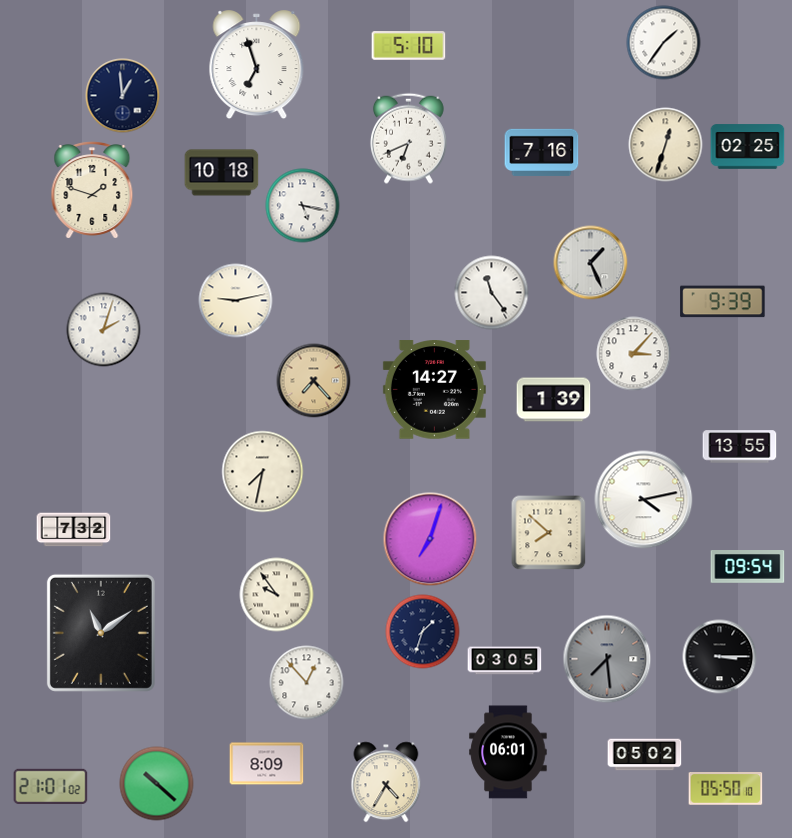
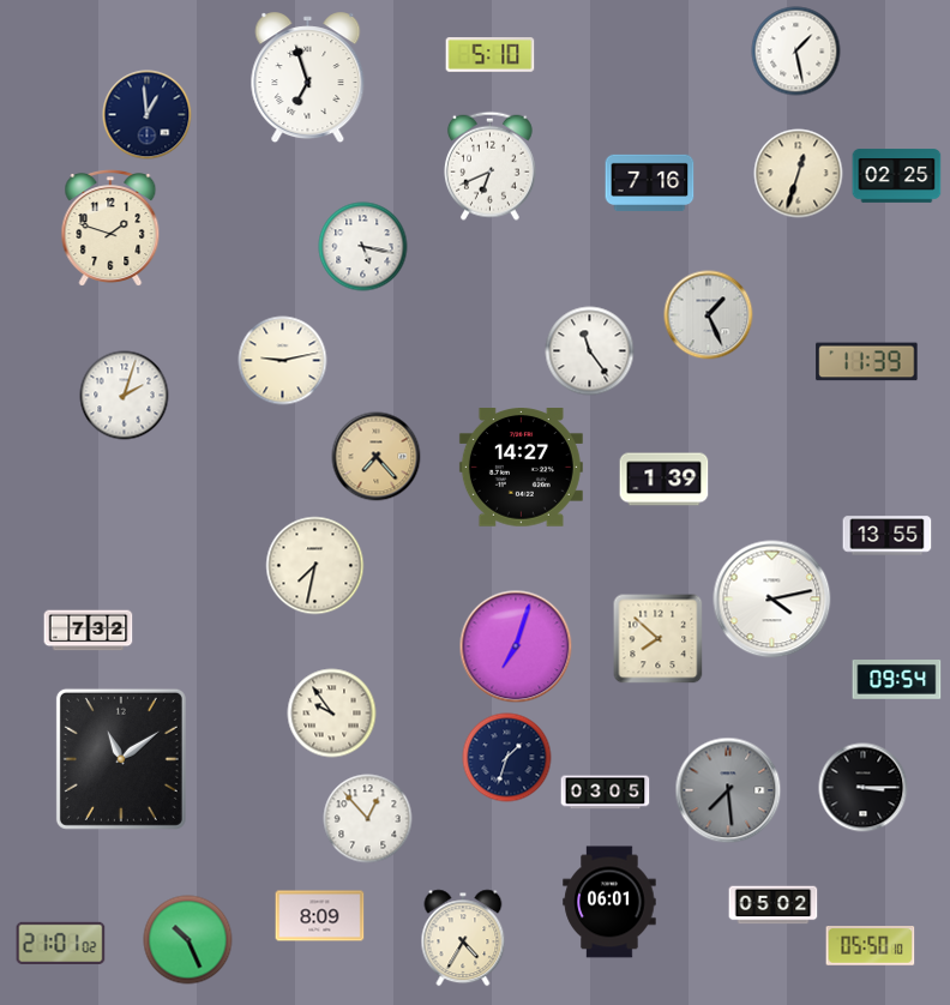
clock at (664, 43): 1:36 -> 1:28
clock at (222, 173): 10:18 -> none
clock at (723, 302): 9:39 -> 11:39
clock at (634, 354): 3:07 -> none
clock at (74, 530) position: (74, 530) -> (89, 631)
clock at (157, 784): 10:22 -> 10:26
